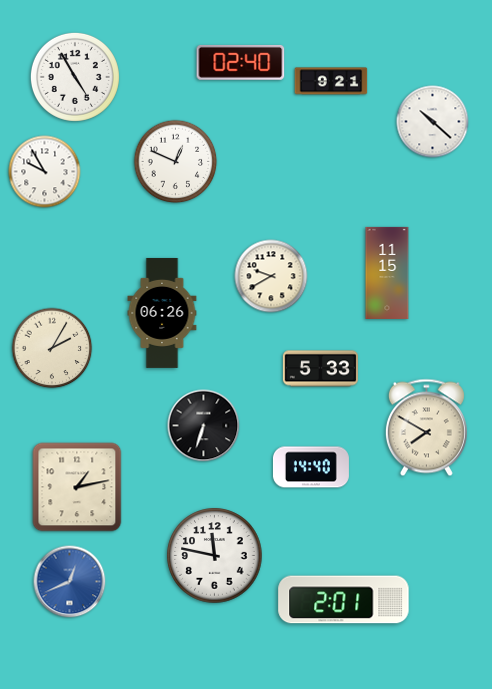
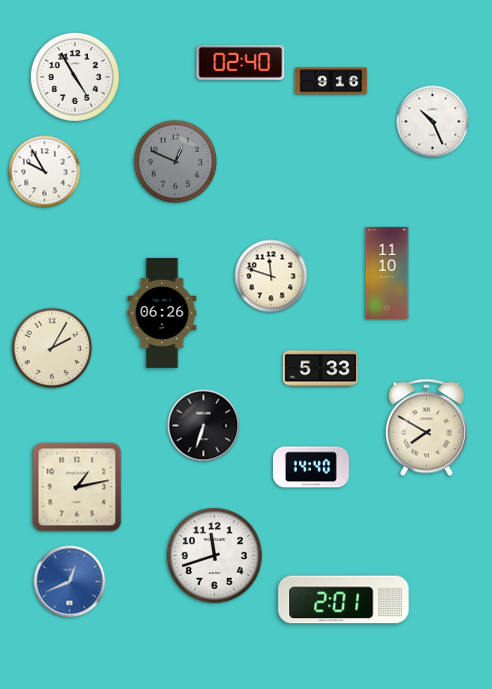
clock at (331, 81): 9:21 -> 9:16
clock at (433, 122): 10:22 -> 10:26
clock at (176, 162) dial: white -> grey
clock at (387, 273): 11:15 -> 11:10
clock at (271, 276): 9:40 -> 11:48
clock at (215, 556): 11:47 -> 11:42
